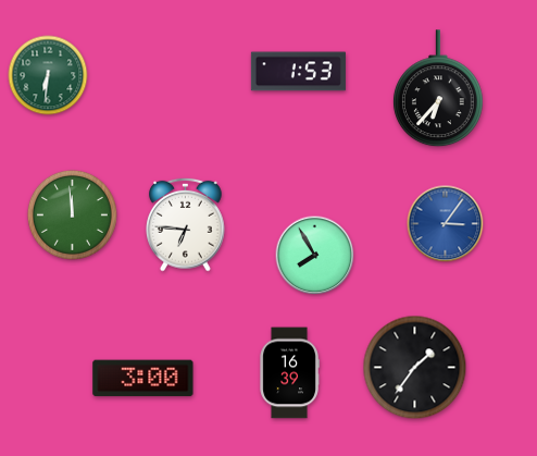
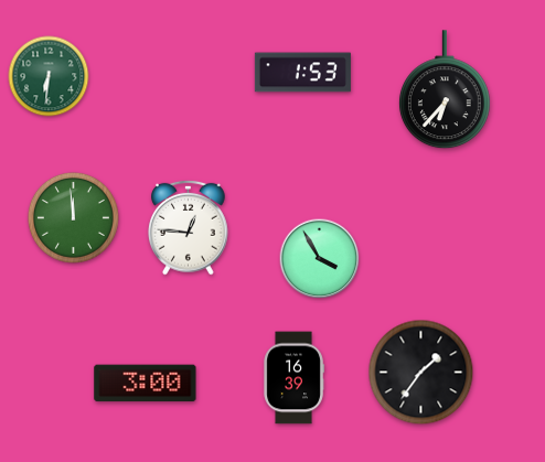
clock at (186, 224): 6:46 -> 12:46
clock at (446, 224): 3:06 -> none
clock at (315, 256): 7:55 -> 3:55
